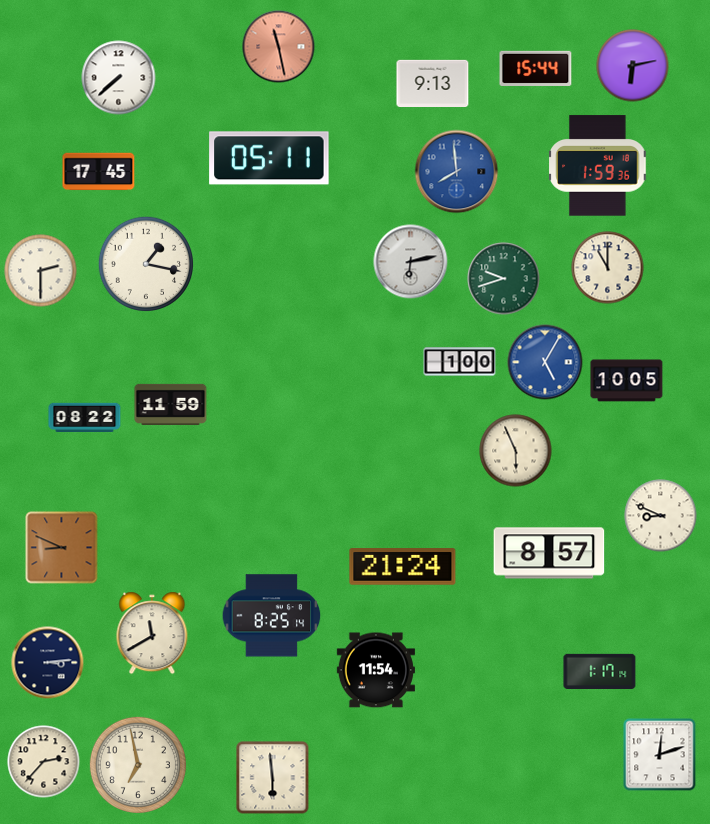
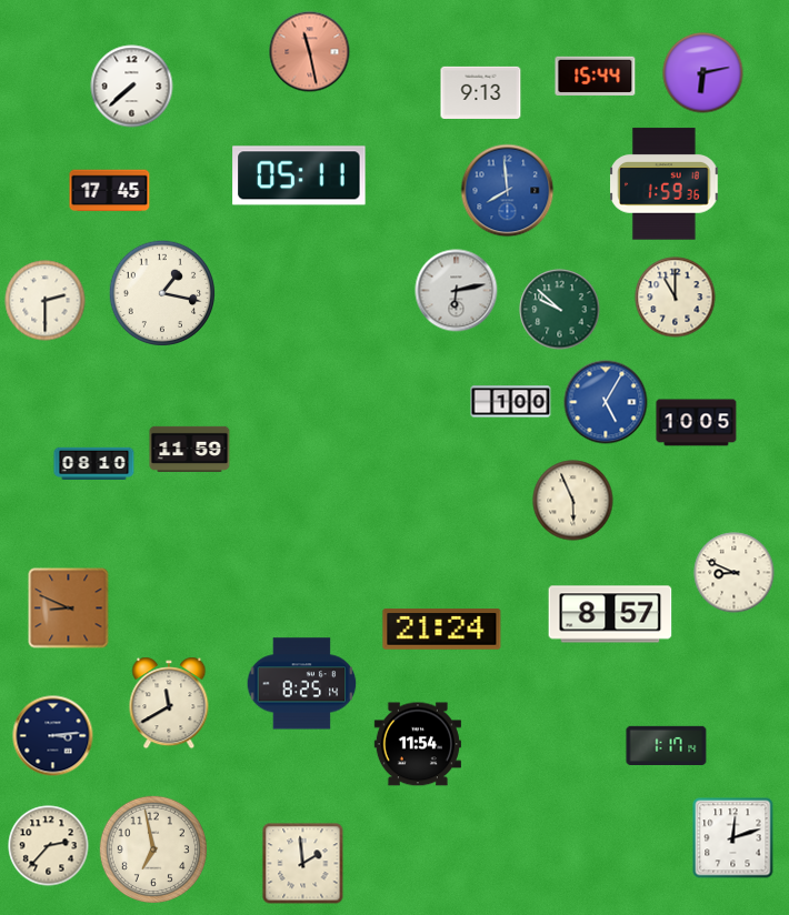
clock at (504, 279): 9:42 -> 9:52
clock at (85, 417): 08:22 -> 08:10
clock at (403, 567) position: (403, 567) -> (442, 630)
clock at (273, 778): 5:59 -> 1:59
